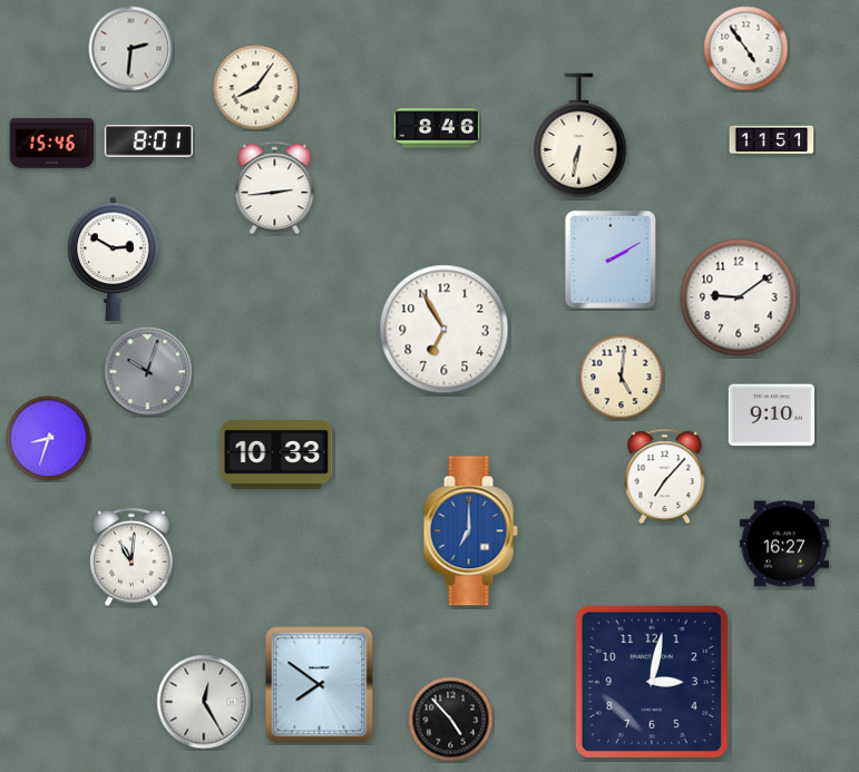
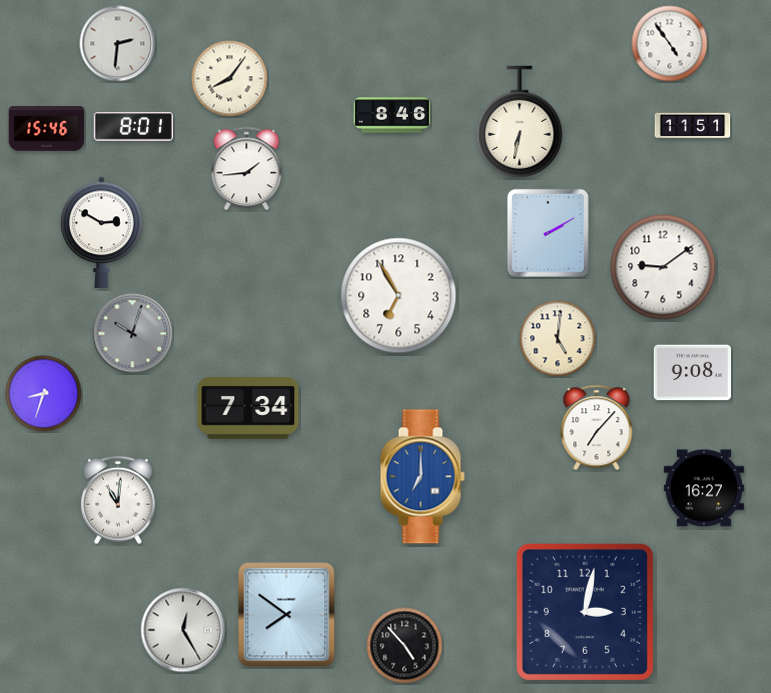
clock at (275, 188): 2:44 -> 1:44
clock at (772, 416): 9:10 -> 9:08
clock at (276, 456): 10:33 -> 7:34
